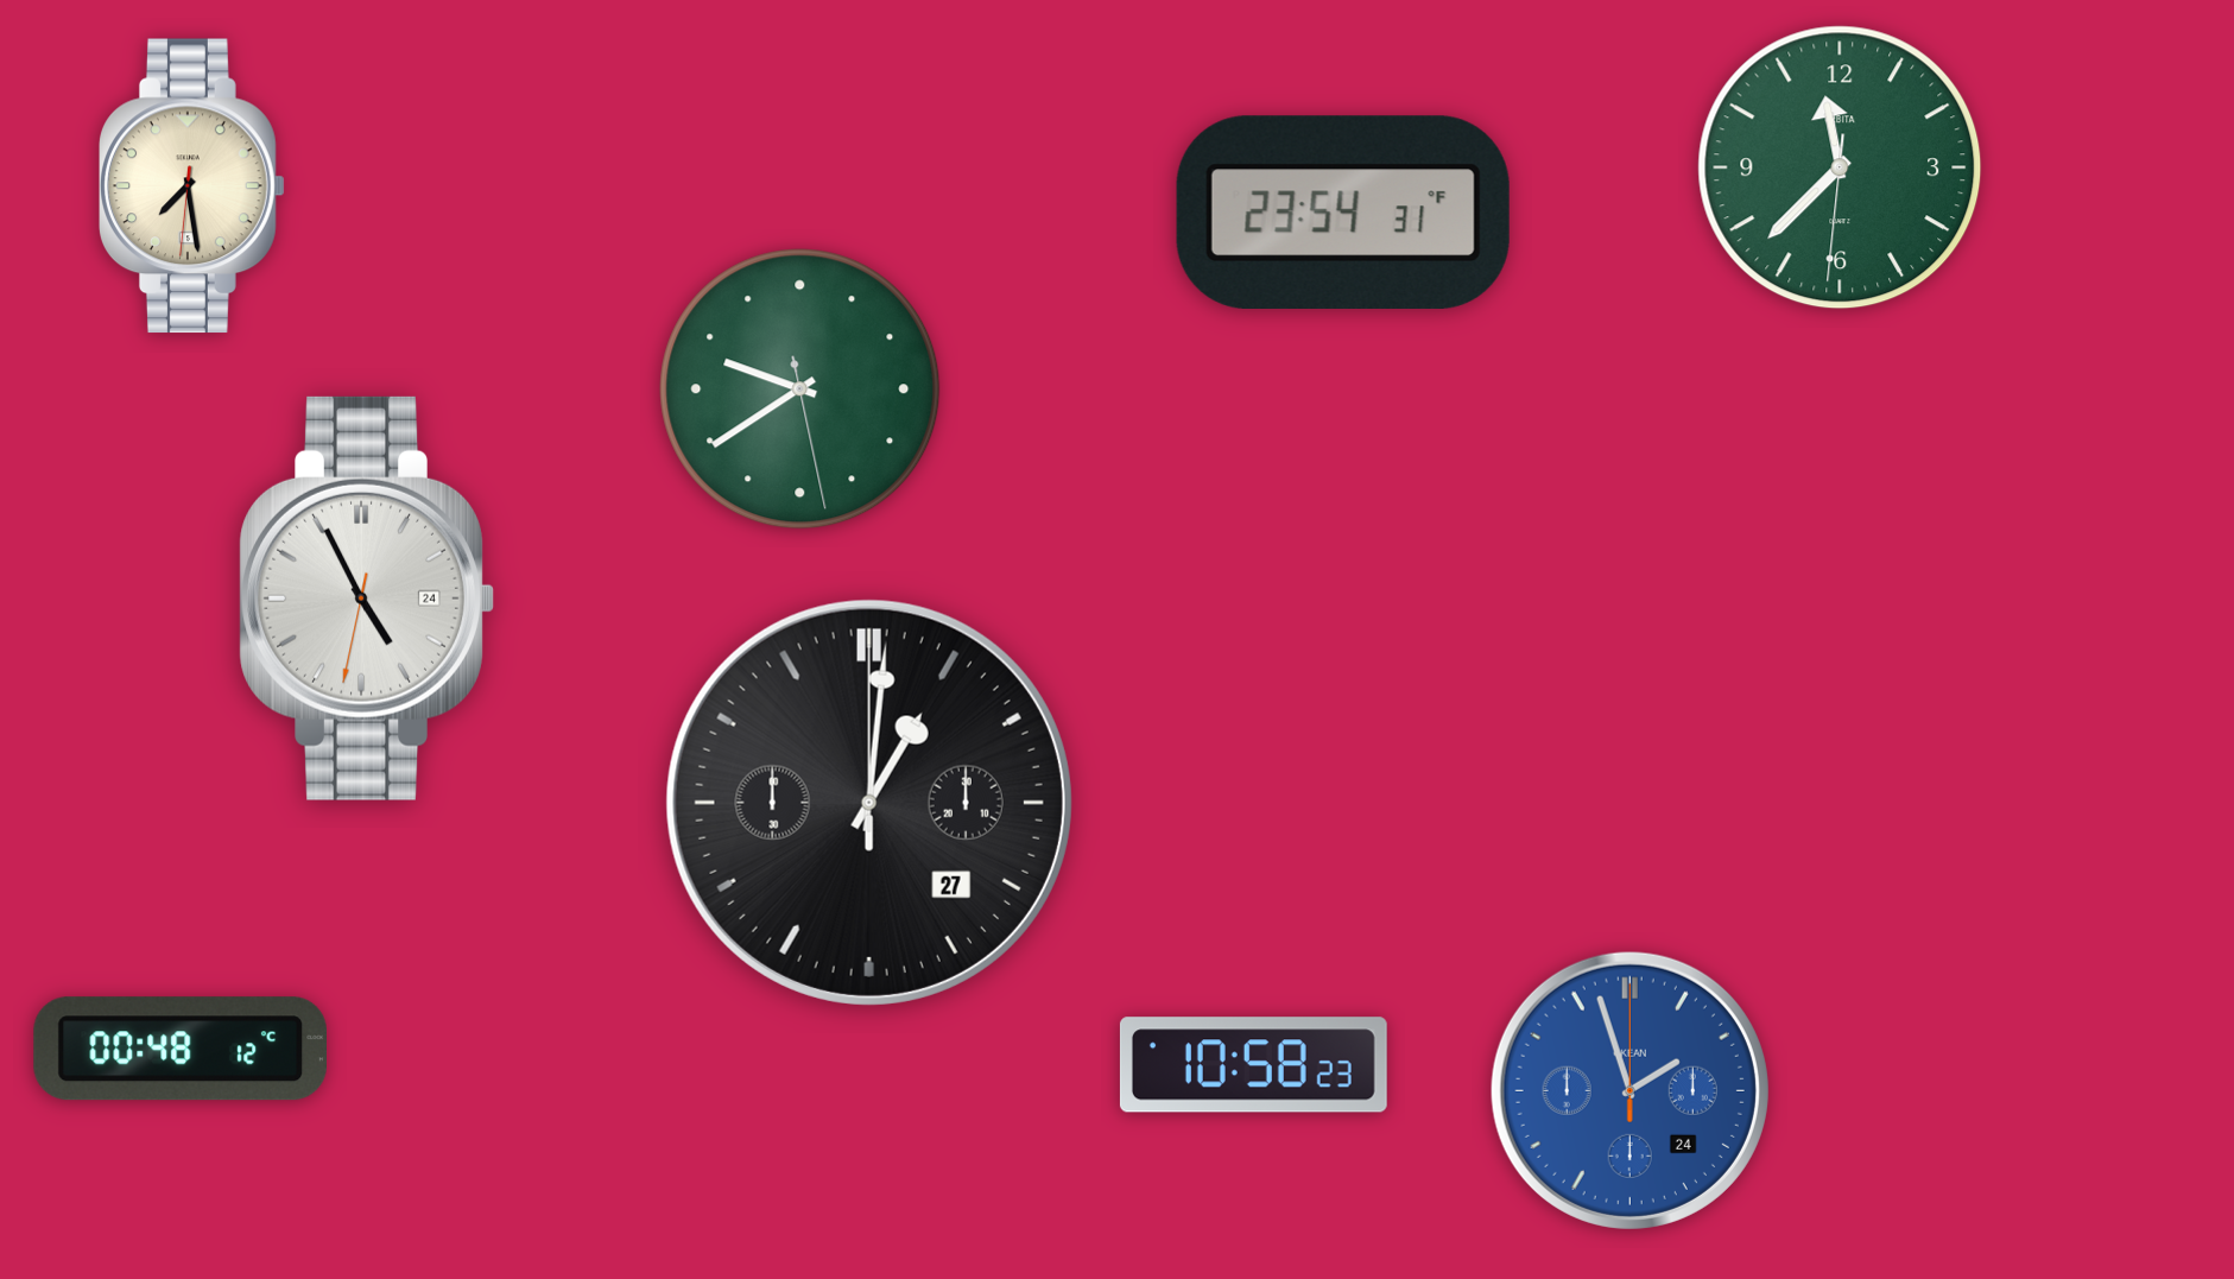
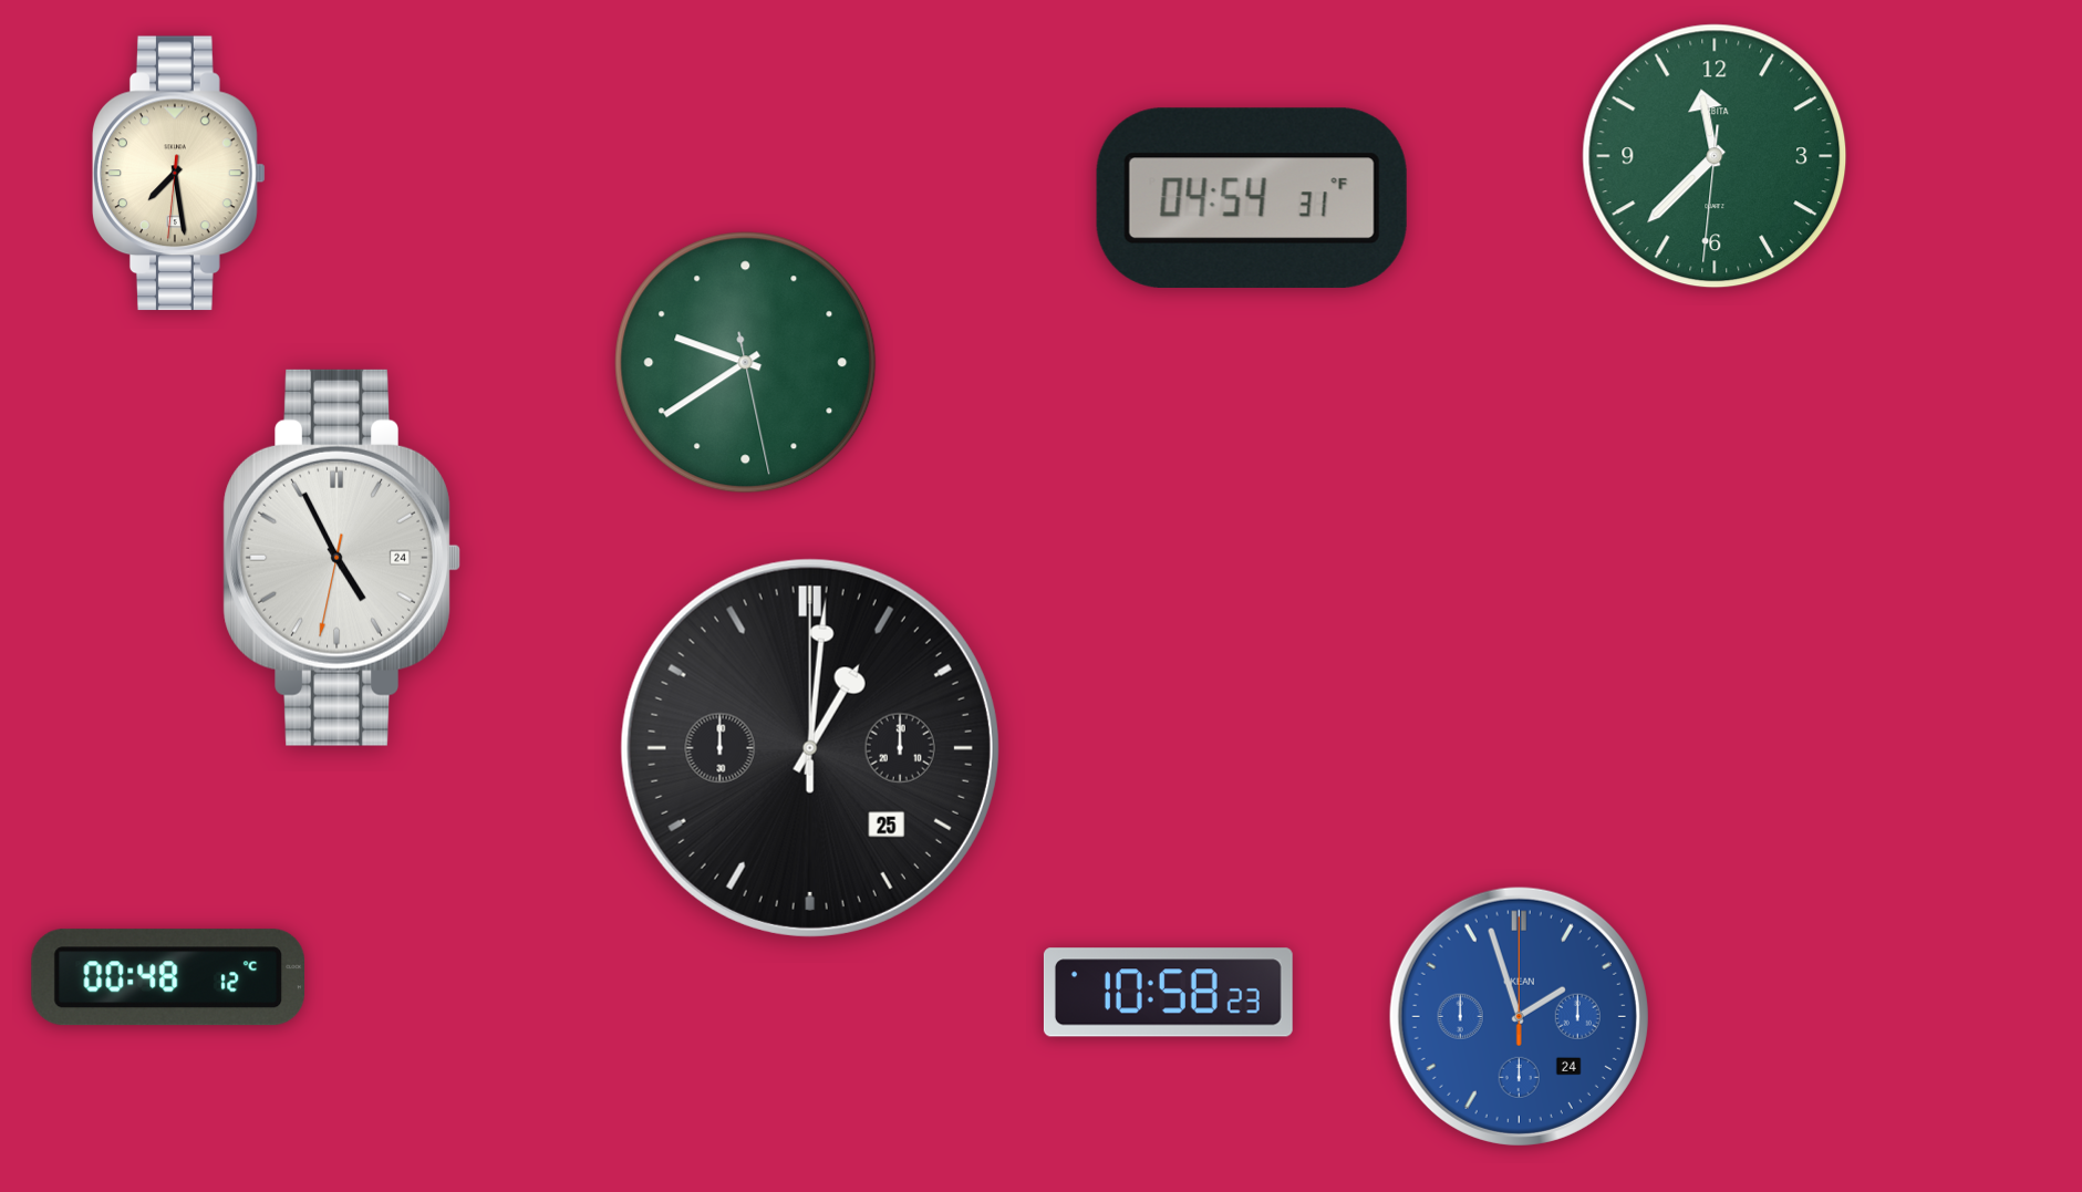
clock at (1343, 213): 23:54 -> 04:54
clock at (869, 803) date: 27 -> 25
